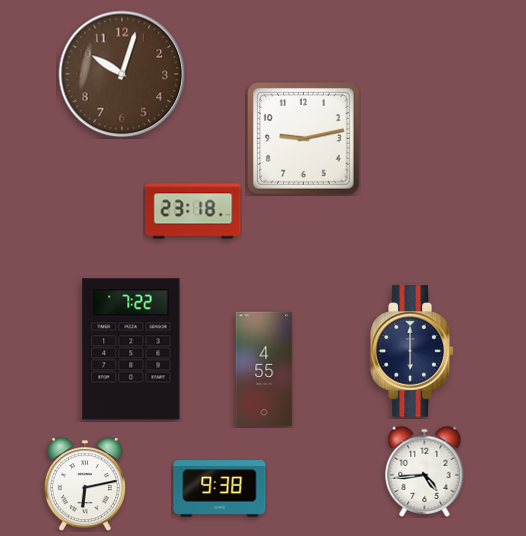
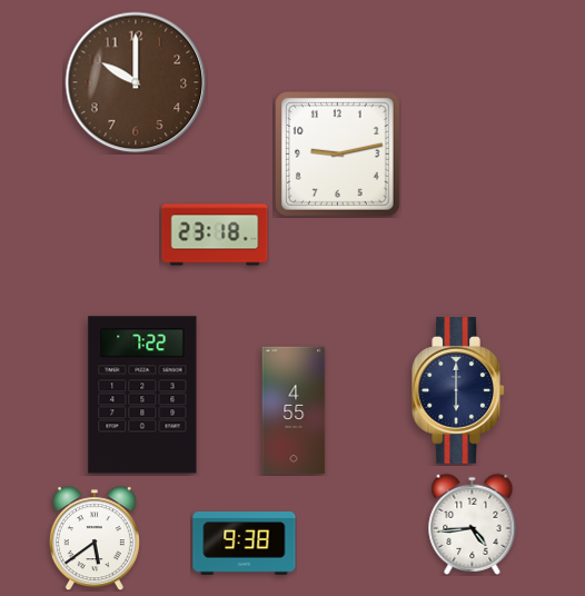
clock at (122, 74): 10:03 -> 10:00
clock at (131, 349) position: (131, 349) -> (142, 395)
clock at (85, 484): 6:13 -> 5:39
